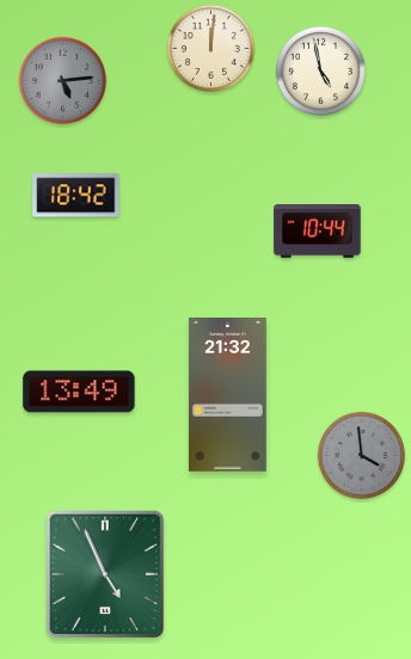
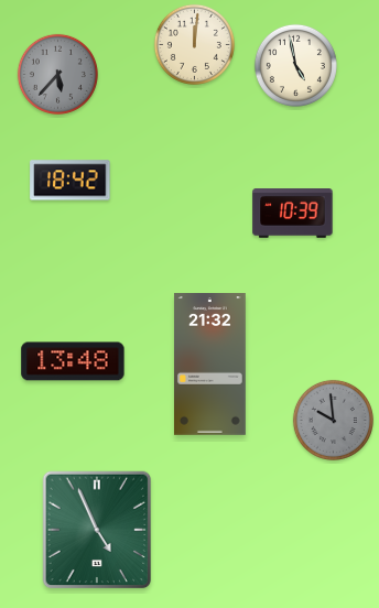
clock at (62, 80): 5:14 -> 5:37
clock at (318, 232): 10:44 -> 10:39
clock at (79, 392): 13:49 -> 13:48
clock at (361, 455): 3:59 -> 9:59
